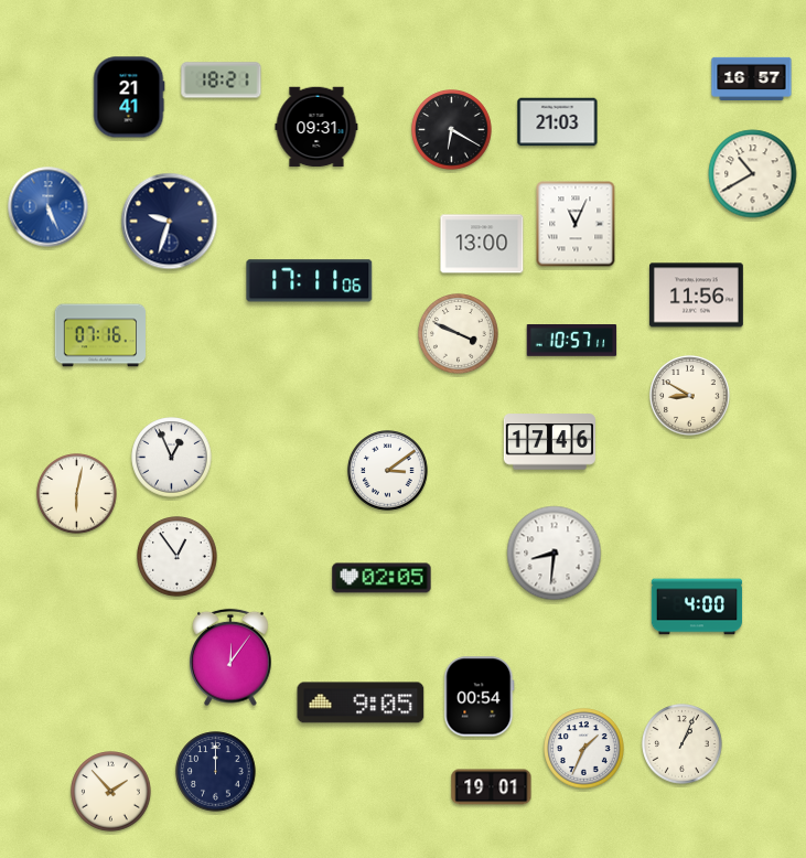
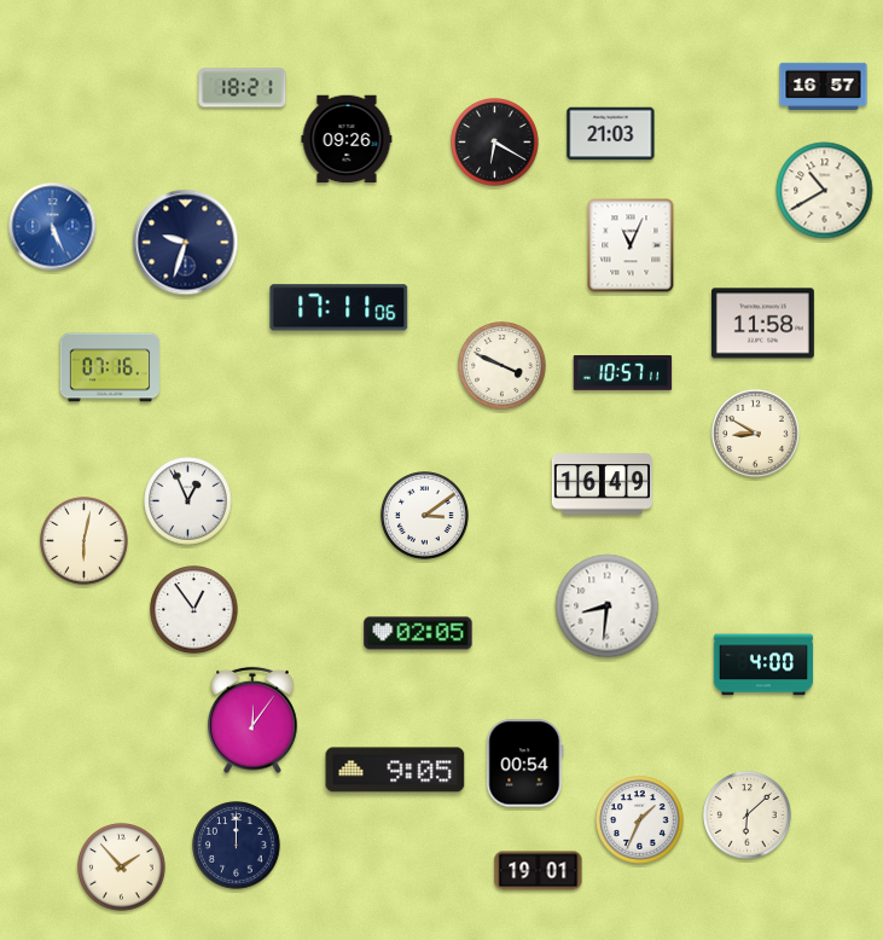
clock at (129, 97): 21:41 -> none
clock at (316, 127): 09:31 -> 09:26
clock at (482, 244): 13:00 -> none
clock at (696, 296): 11:56 -> 11:58
clock at (572, 341) position: (572, 341) -> (623, 373)
clock at (549, 442): 17:46 -> 16:49
clock at (683, 744): 1:04 -> 6:08
clock at (492, 787) position: (492, 787) -> (539, 871)
